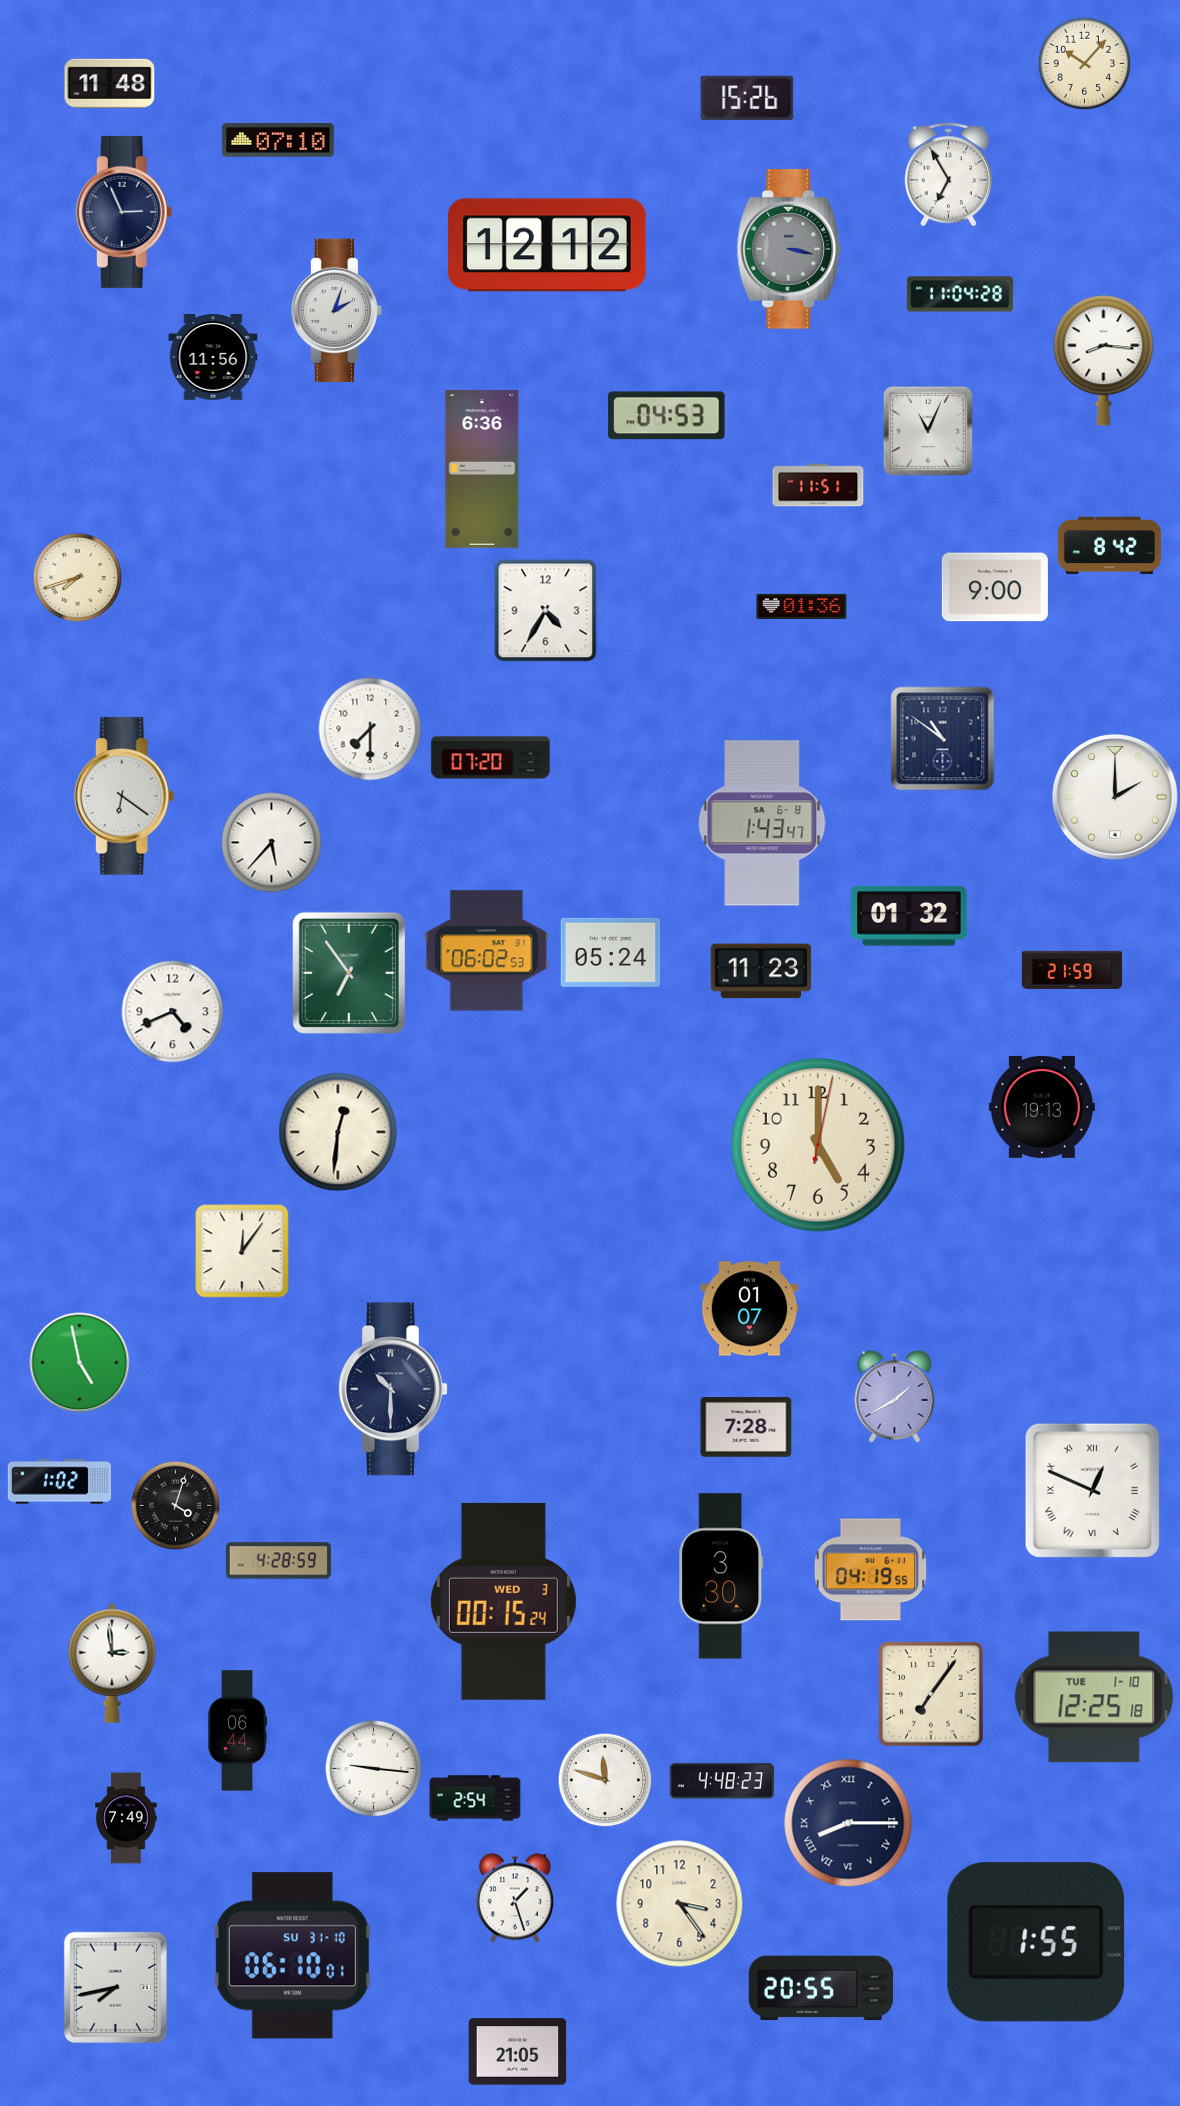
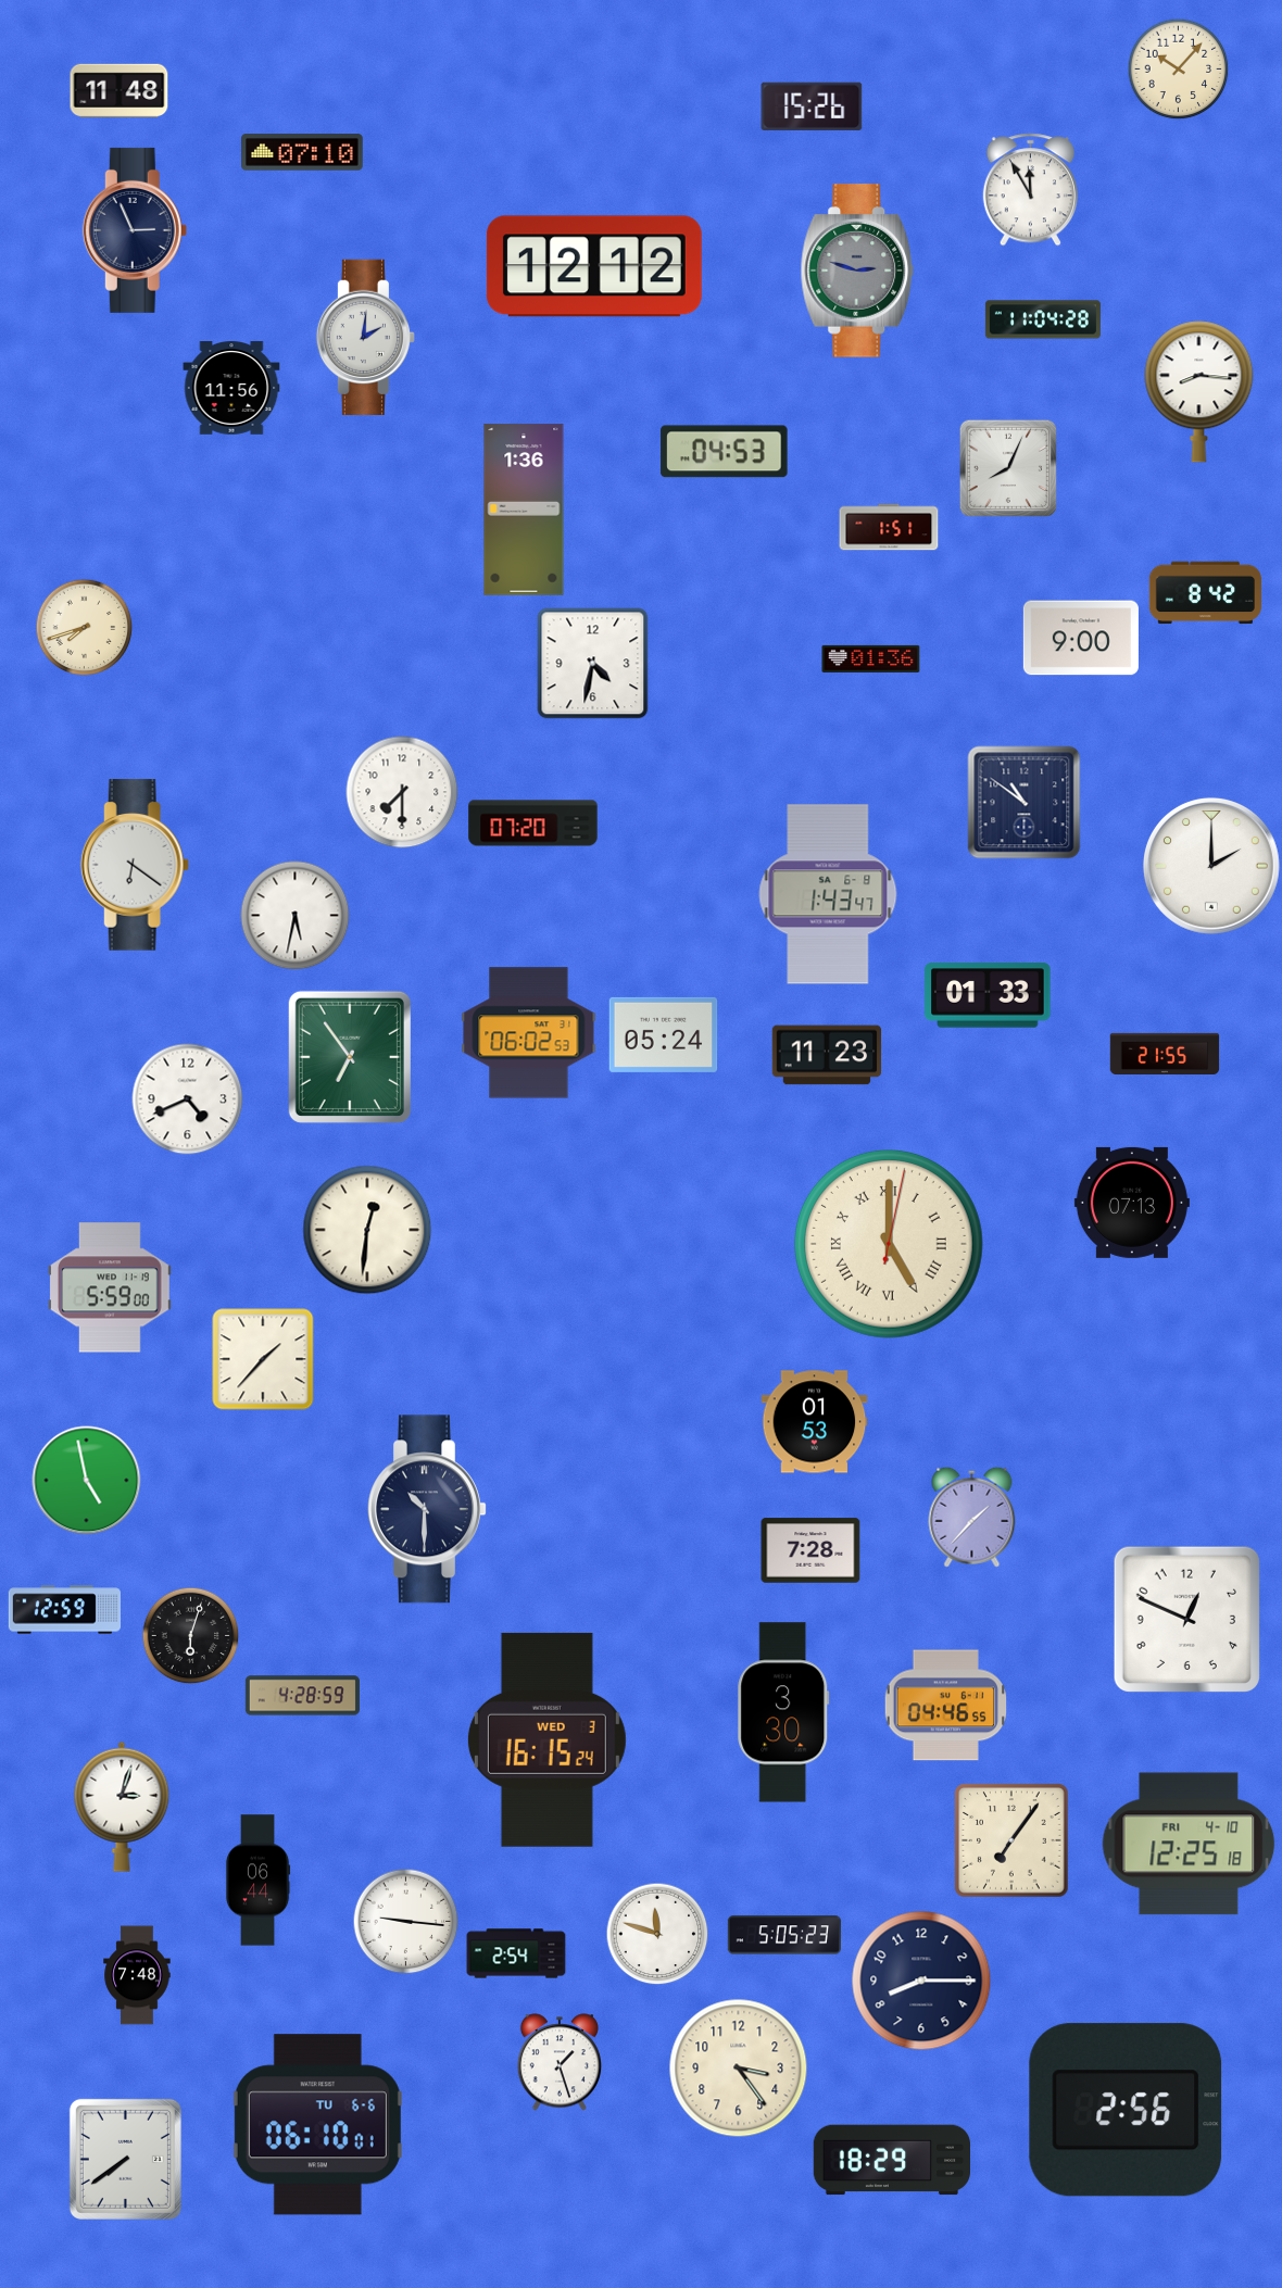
clock at (948, 175): 6:55 -> 11:55
clock at (789, 249): 3:17 -> 2:48
clock at (336, 310): 2:03 -> 2:01
clock at (927, 430): 11:04 -> 8:04
clock at (482, 469): 6:36 -> 1:36
clock at (818, 485): 11:51 -> 1:51
clock at (546, 611): 4:35 -> 4:32
clock at (272, 843): 5:37 -> 5:32
clock at (909, 916): 01:32 -> 01:33
clock at (1072, 969): 21:59 -> 21:55
clock at (349, 973) position: (349, 973) -> (350, 1057)
clock at (1042, 1107): 19:13 -> 07:13
clock at (818, 1145) numerals: Arabic -> Roman
clock at (110, 1287): none -> 5:59
clock at (242, 1251): 12:06 -> 1:37
clock at (750, 1309): 01:07 -> 01:53
clock at (895, 1396): 1:40 -> 1:37
clock at (59, 1482): 1:02 -> 12:59
clock at (1092, 1490) numerals: Roman -> Arabic
clock at (175, 1505): 4:03 -> 6:03
clock at (870, 1570): 04:19 -> 04:46
clock at (503, 1601): 00:15 -> 16:15
clock at (112, 1663): 2:59 -> 3:03
clock at (1094, 1697) date: TUE 1-10 -> FRI 4-10
clock at (722, 1781): 4:48 -> 5:05
clock at (126, 1818): 7:49 -> 7:48
clock at (848, 1823) numerals: Roman -> Arabic
clock at (1036, 1942): 1:55 -> 2:56
clock at (292, 1956) date: SU 31-10 -> TU 6-6
clock at (115, 1987): 7:43 -> 7:39
clock at (820, 1988): 20:55 -> 18:29
clock at (518, 2052): 21:05 -> none
